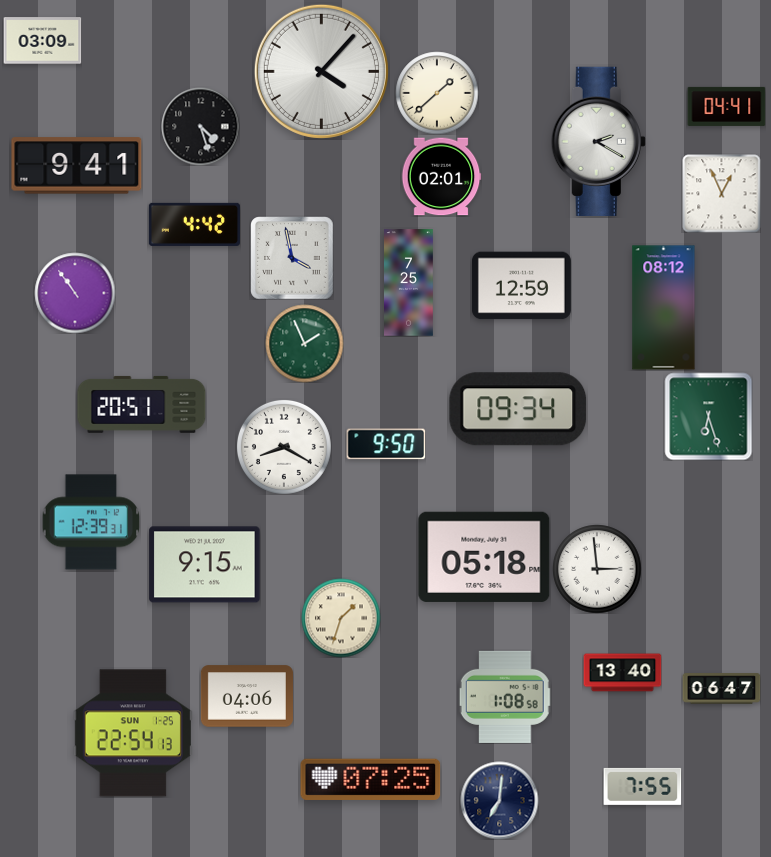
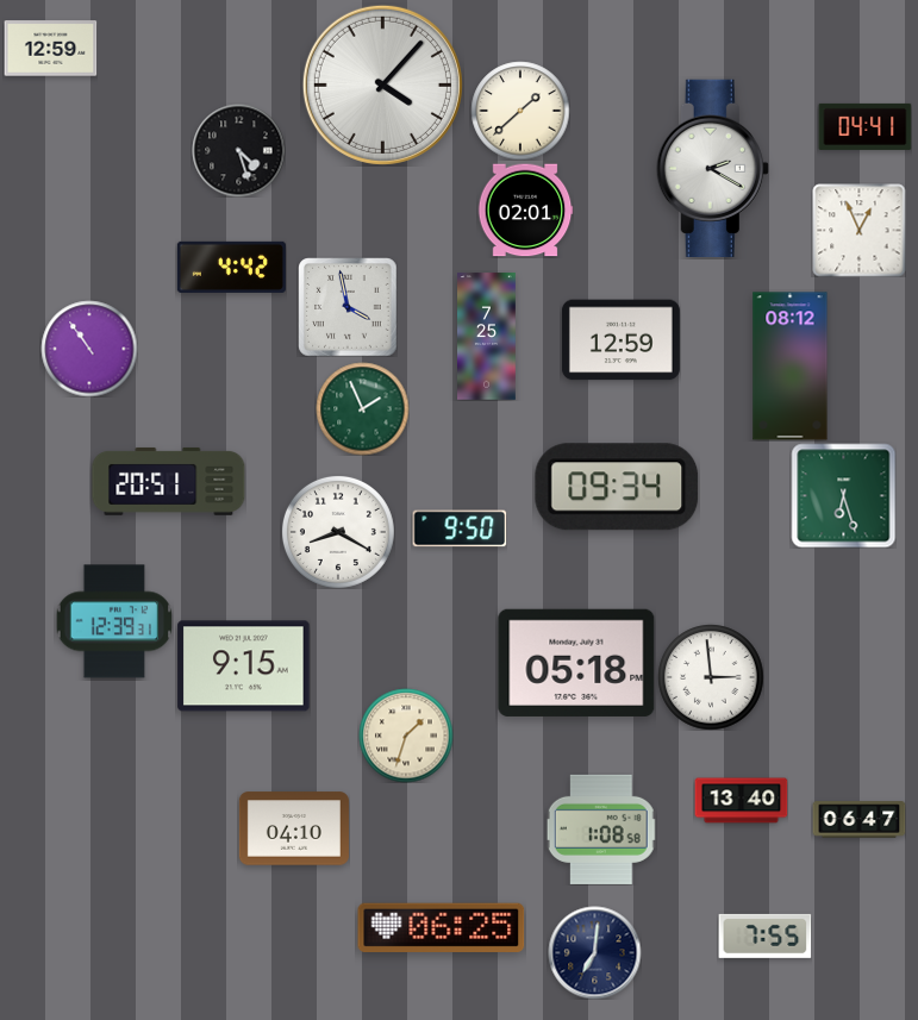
clock at (42, 41): 03:09 -> 12:59
clock at (77, 166): 9:41 -> none
clock at (91, 522) position: (91, 522) -> (114, 621)
clock at (205, 565) position: (205, 565) -> (244, 667)
clock at (247, 696): 04:06 -> 04:10
clock at (133, 733): 22:54 -> none
clock at (371, 779): 07:25 -> 06:25
